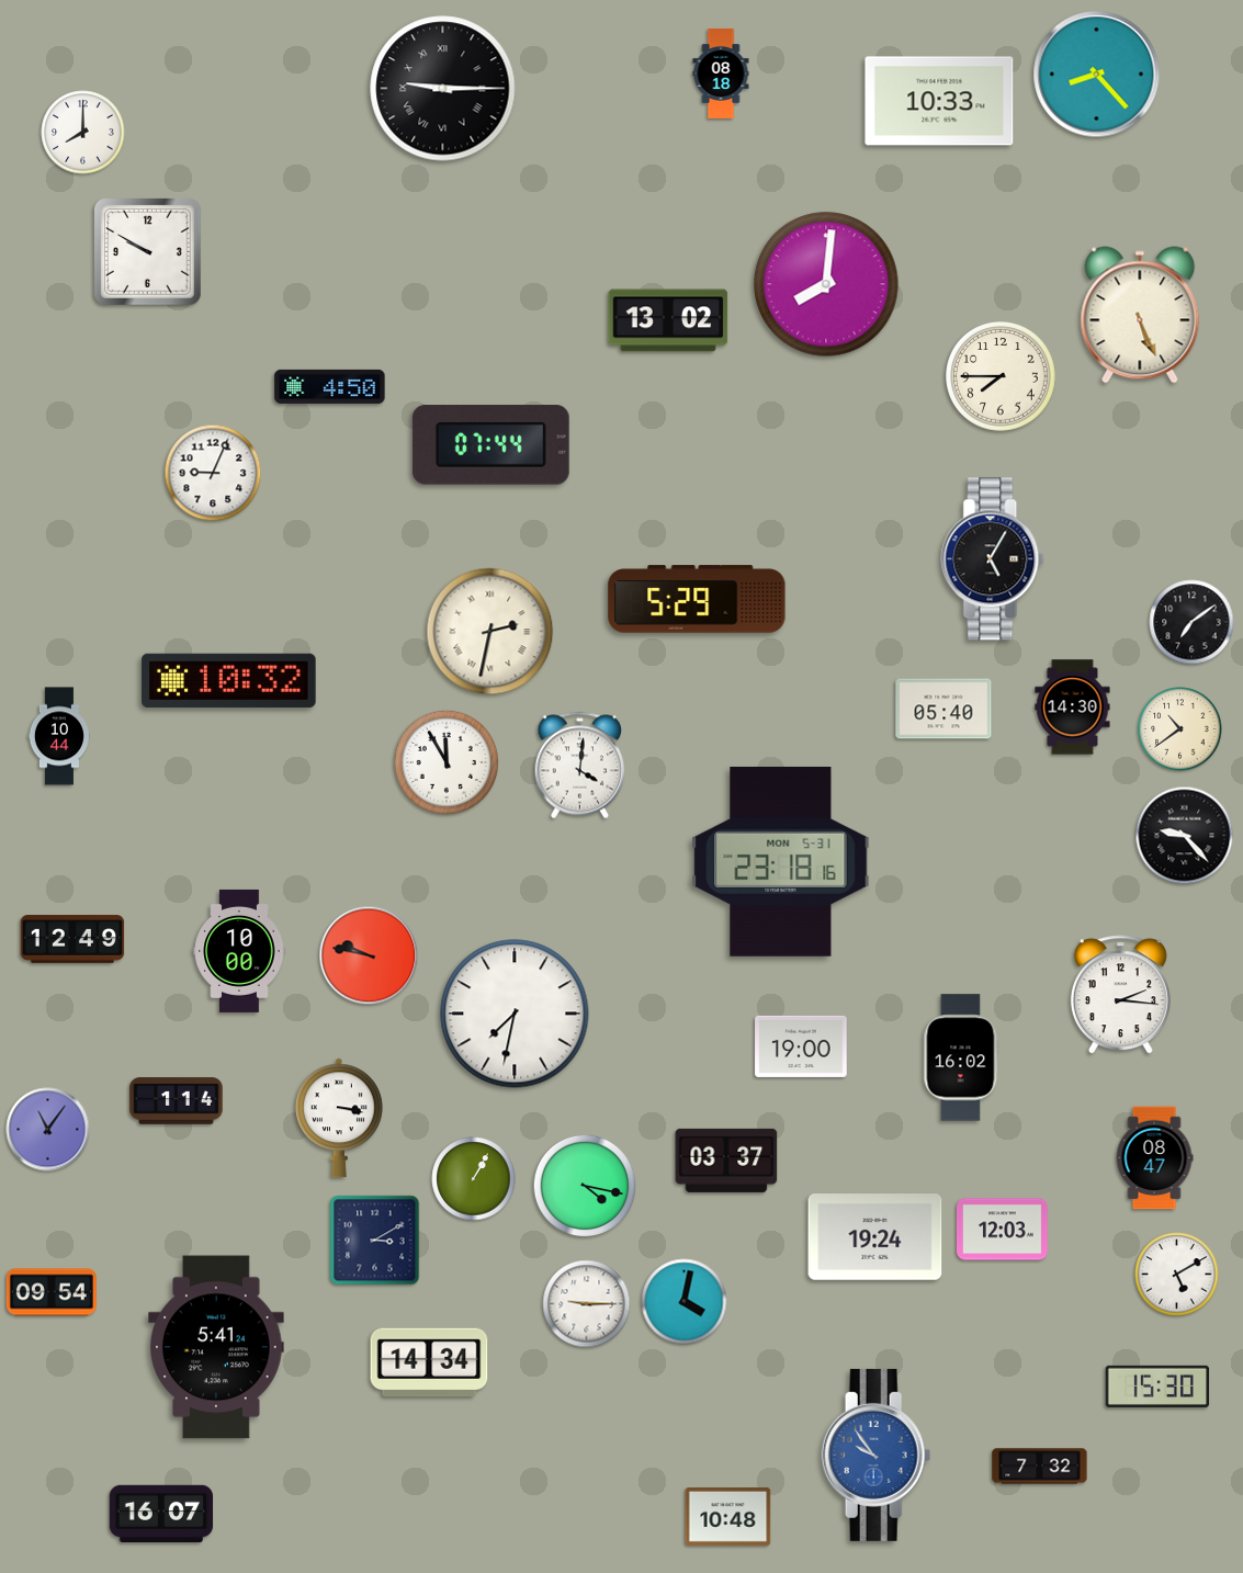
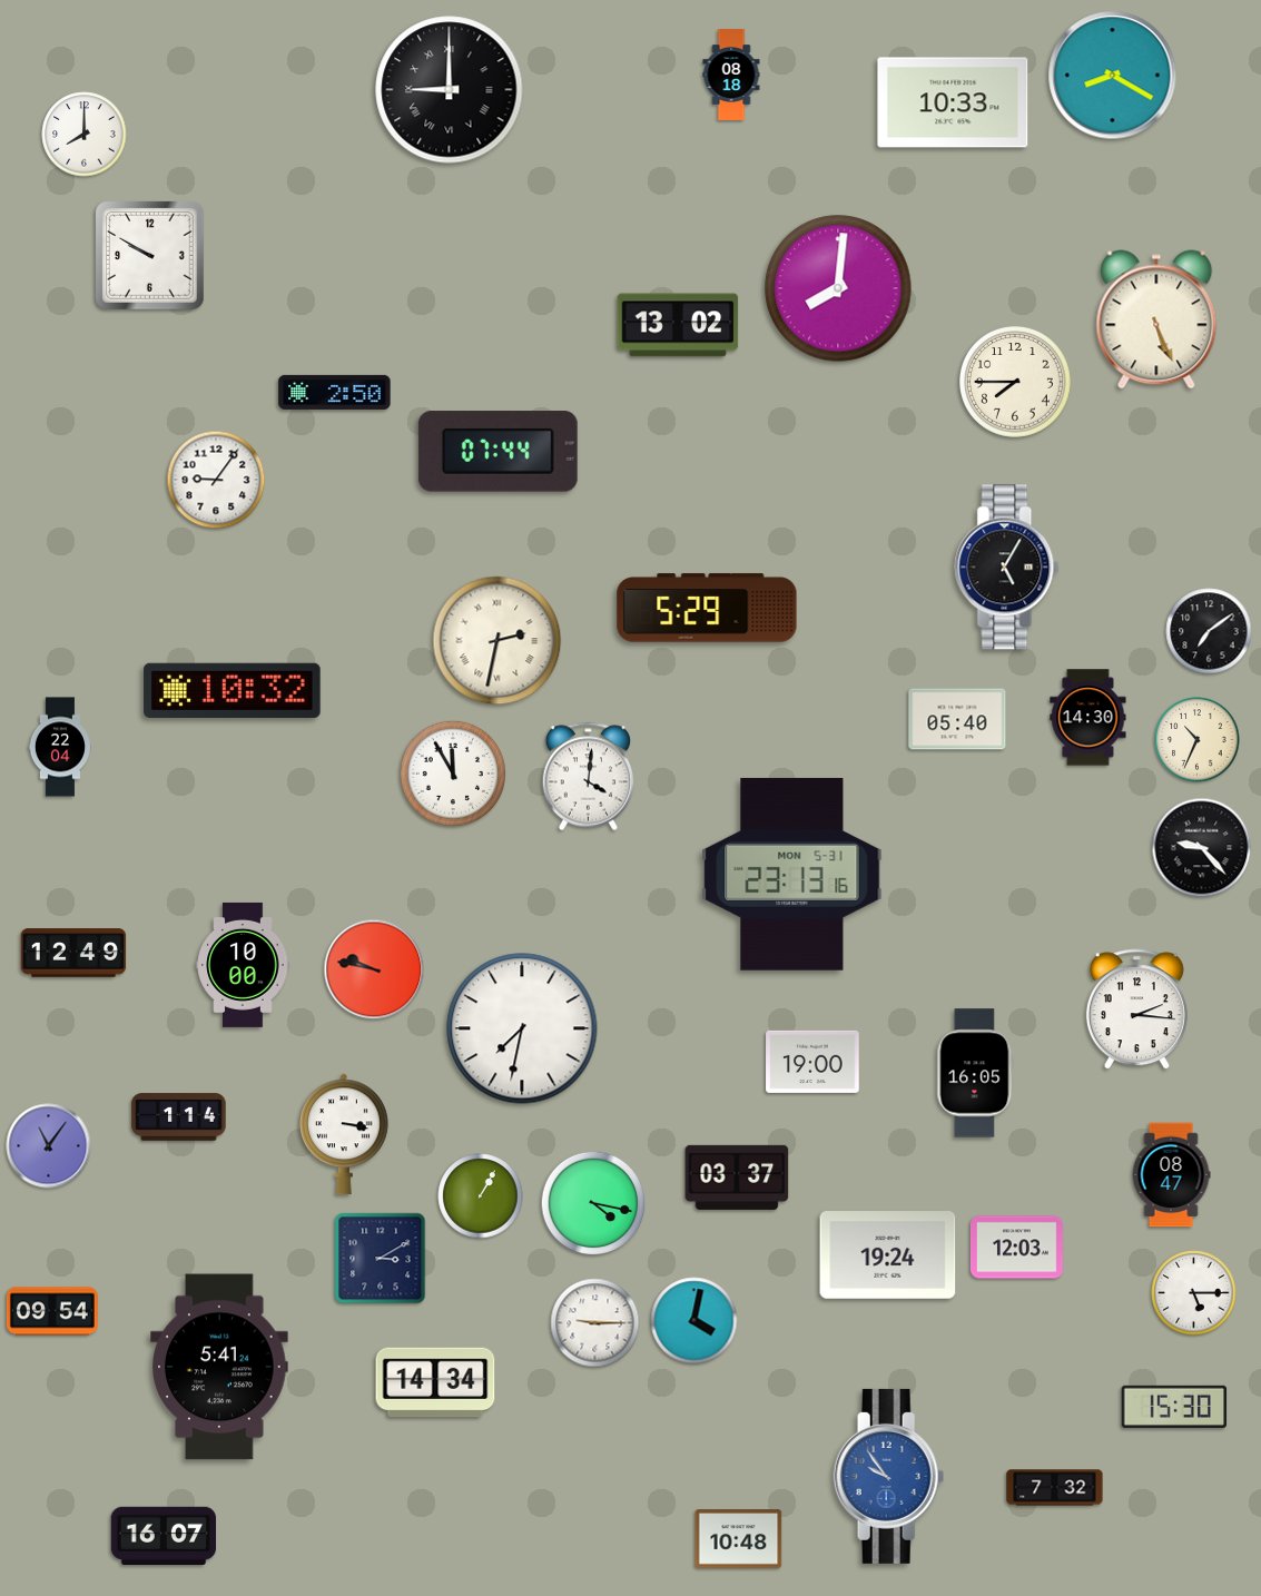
clock at (1097, 75): 8:23 -> 8:20
clock at (443, 89): 9:15 -> 9:00
clock at (330, 386): 4:50 -> 2:50
clock at (213, 473): 9:04 -> 9:06
clock at (1180, 729): 10:39 -> 10:34
clock at (59, 736): 10:44 -> 22:04
clock at (781, 861): 23:18 -> 23:13
clock at (961, 1057): 16:02 -> 16:05
clock at (1177, 1275): 5:10 -> 5:15
